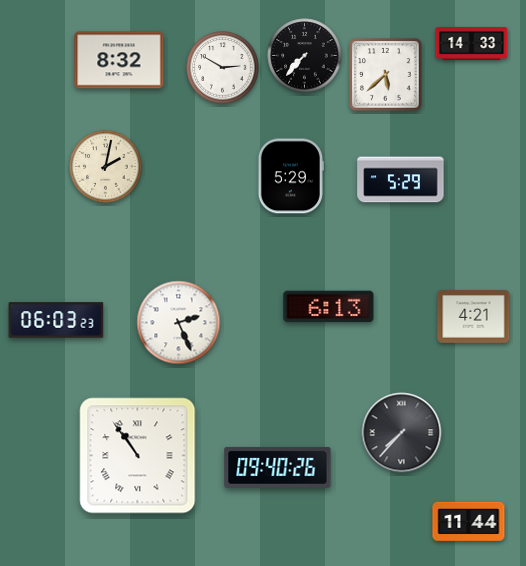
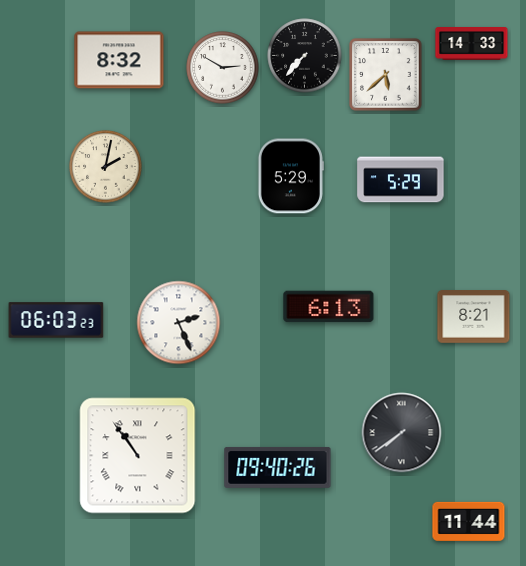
clock at (474, 317): 4:21 -> 8:21
clock at (402, 433): 7:37 -> 7:39
